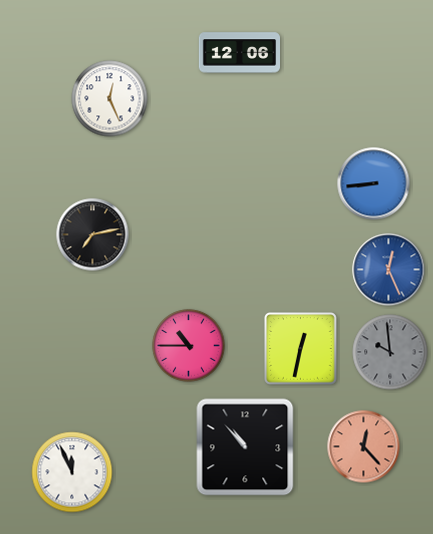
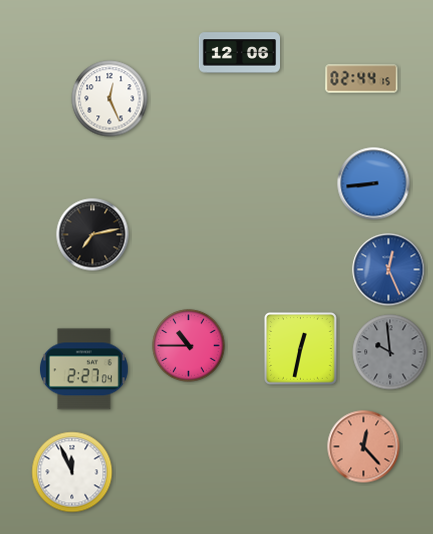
clock at (362, 79): none -> 02:44
clock at (85, 369): none -> 2:27
clock at (245, 447): 10:53 -> none
